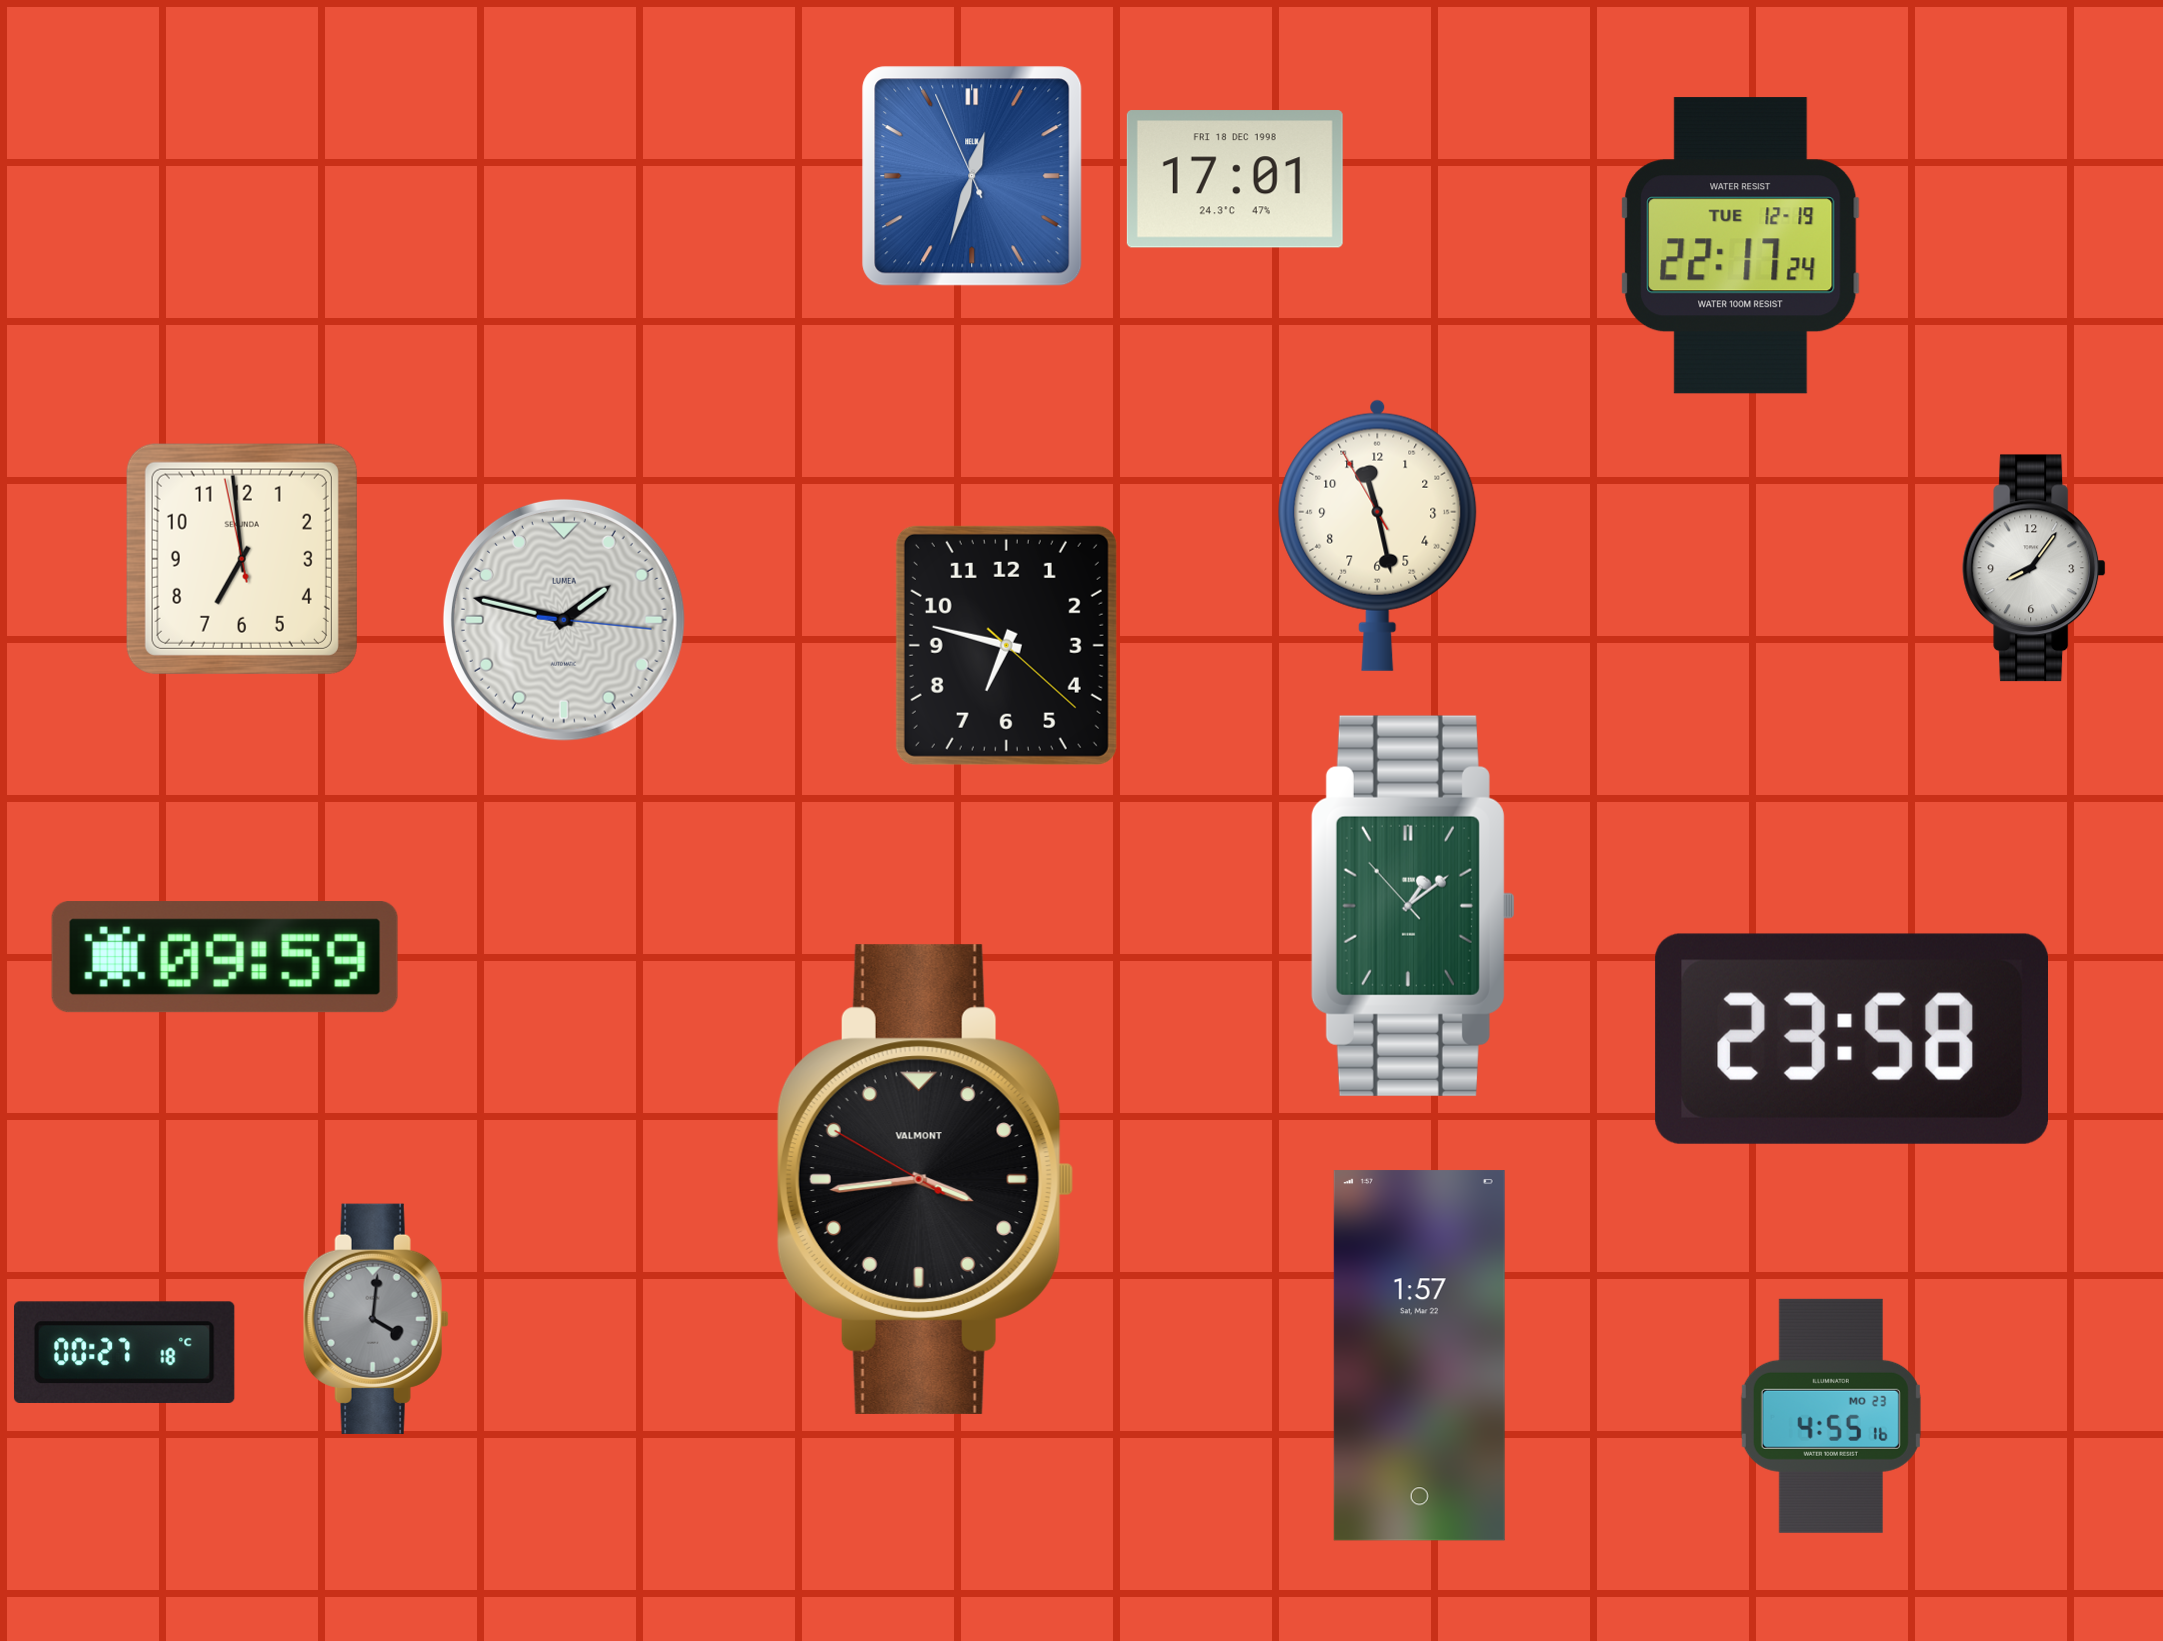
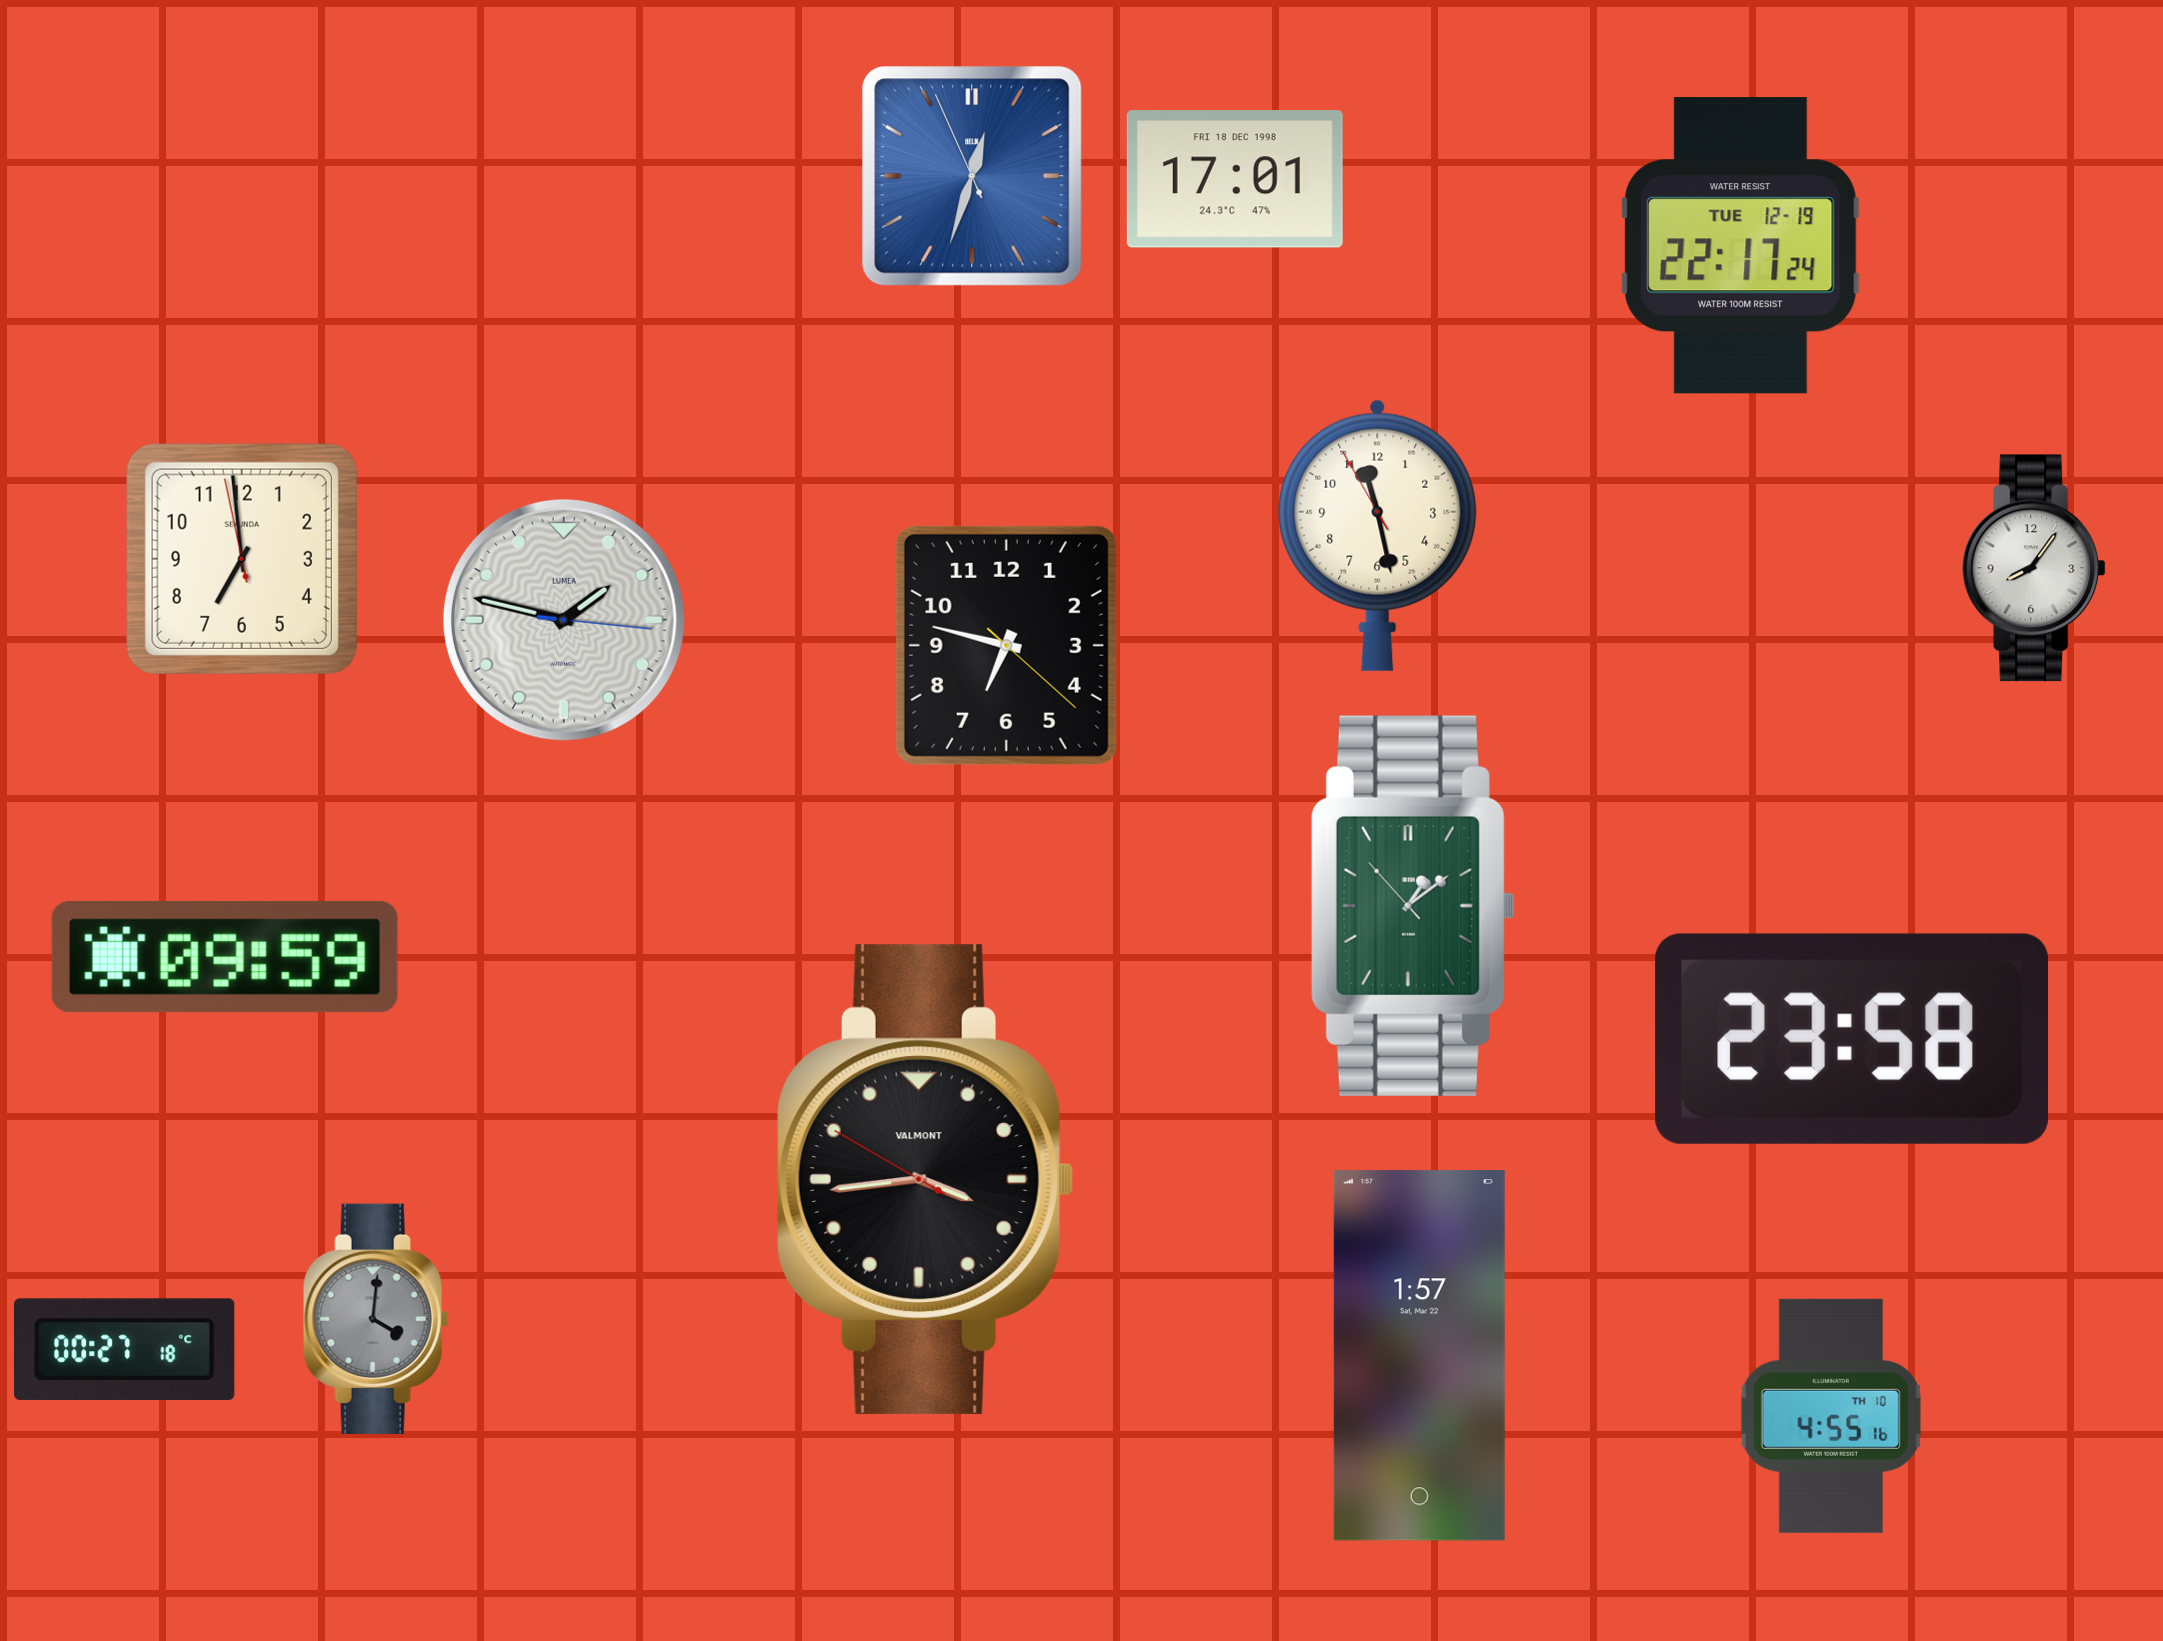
clock at (124, 1352) position: (124, 1352) -> (124, 1349)
clock at (1831, 1416) date: MO 23 -> TH 10
